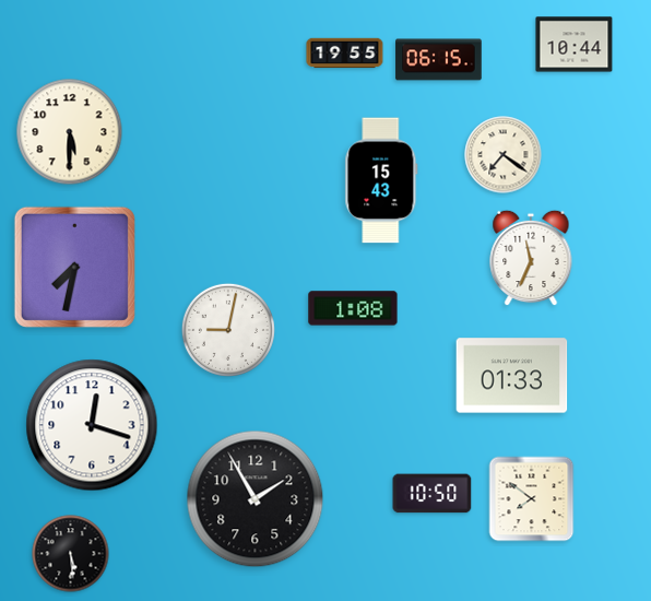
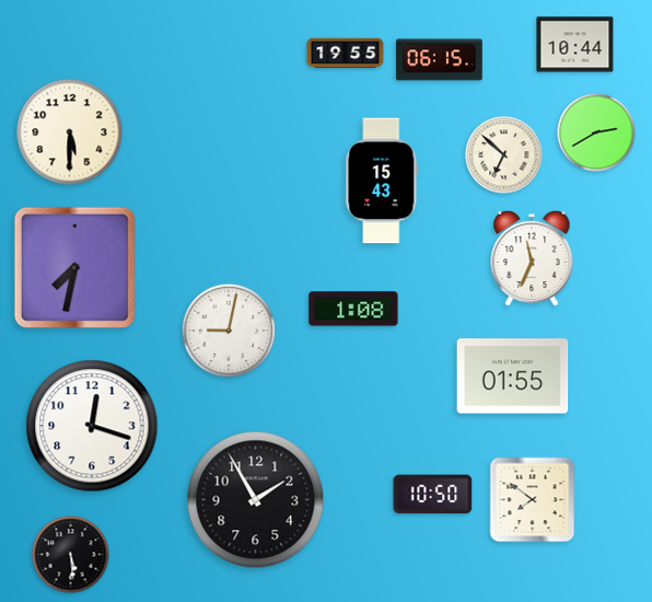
clock at (596, 132): none -> 2:40
clock at (504, 155): 7:21 -> 6:52
clock at (512, 376): 01:33 -> 01:55
